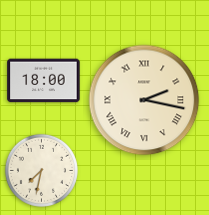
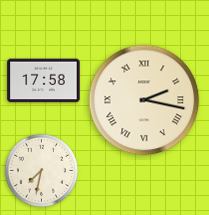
clock at (44, 81): 18:00 -> 17:58
